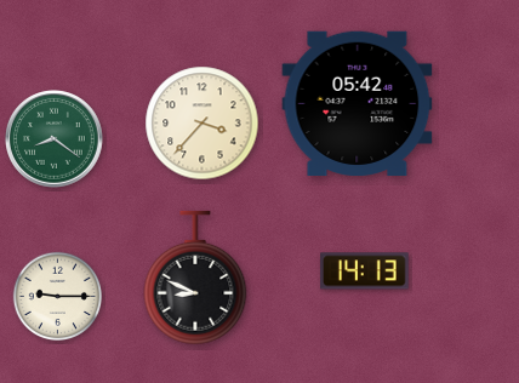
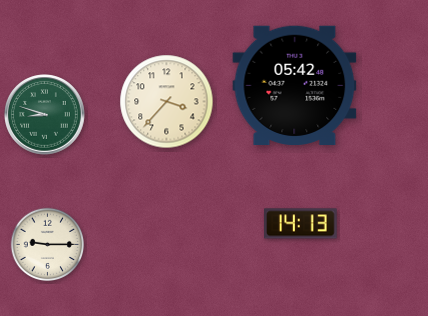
clock at (55, 139): 8:21 -> 8:48
clock at (195, 278): 8:49 -> none
